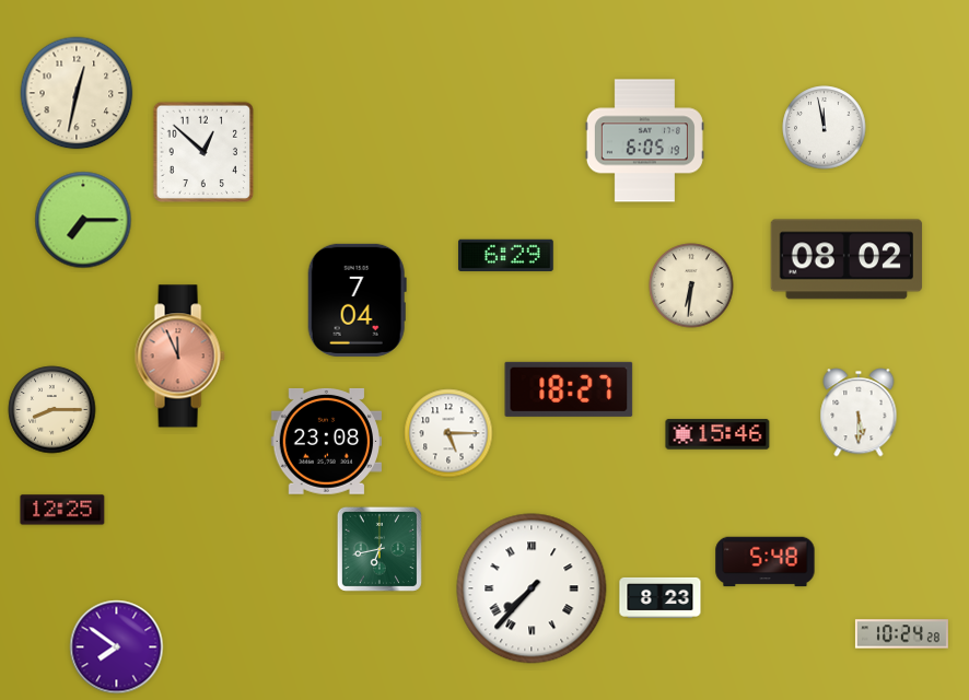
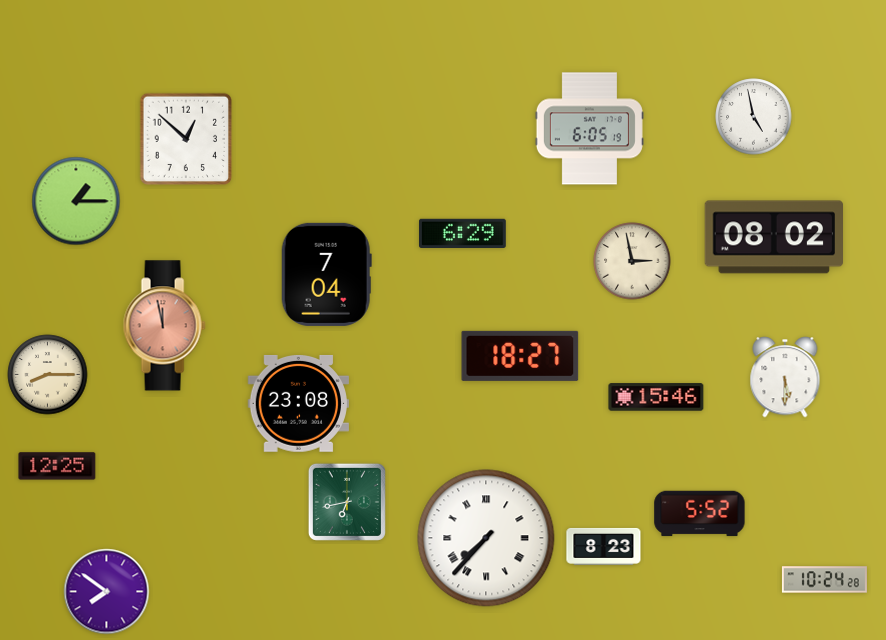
clock at (77, 93): 12:32 -> none
clock at (825, 128): 11:58 -> 4:58
clock at (83, 220): 7:15 -> 1:15
clock at (691, 285): 6:31 -> 2:58
clock at (179, 357): 11:56 -> 11:58
clock at (448, 433): 5:15 -> none
clock at (766, 562): 5:48 -> 5:52
